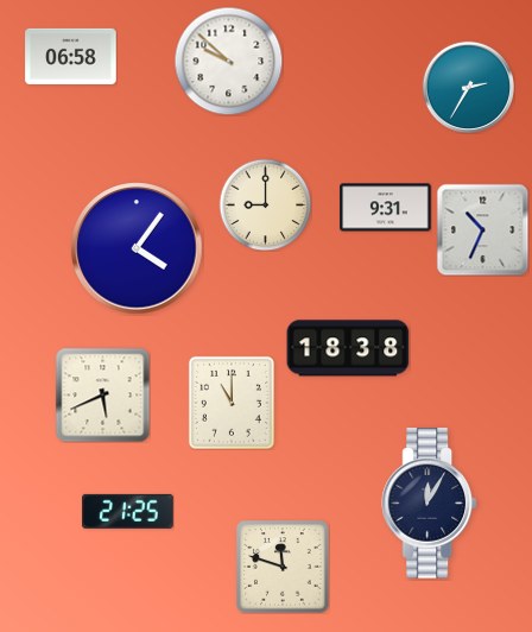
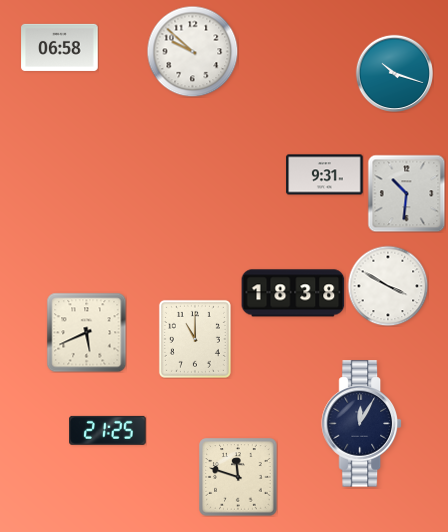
clock at (468, 87): 2:35 -> 10:18
clock at (265, 204): 9:00 -> none
clock at (482, 229): 10:34 -> 10:31
clock at (137, 248): 4:06 -> none
clock at (388, 286): none -> 3:50
